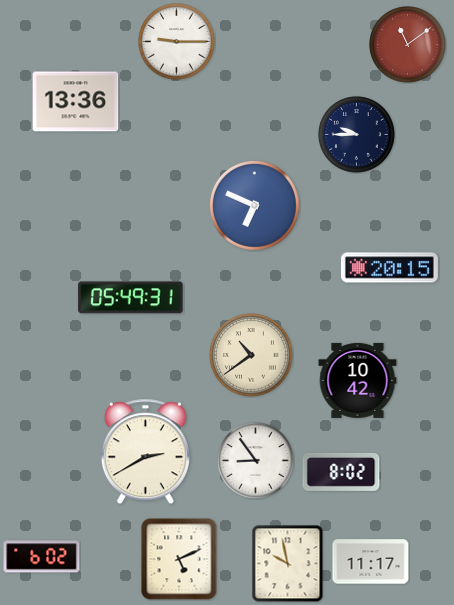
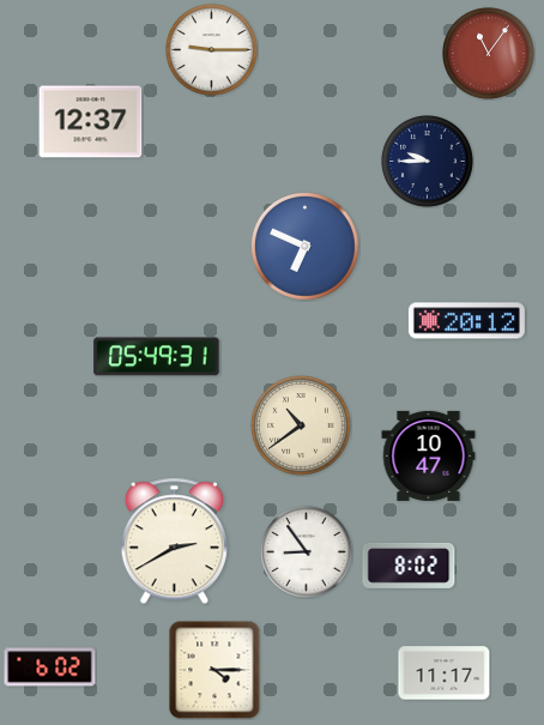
clock at (408, 45): 11:09 -> 11:06
clock at (76, 102): 13:36 -> 12:37
clock at (389, 268): 20:15 -> 20:12
clock at (358, 380): 10:42 -> 10:47
clock at (179, 559): 5:11 -> 4:15
clock at (288, 563): 9:58 -> none
